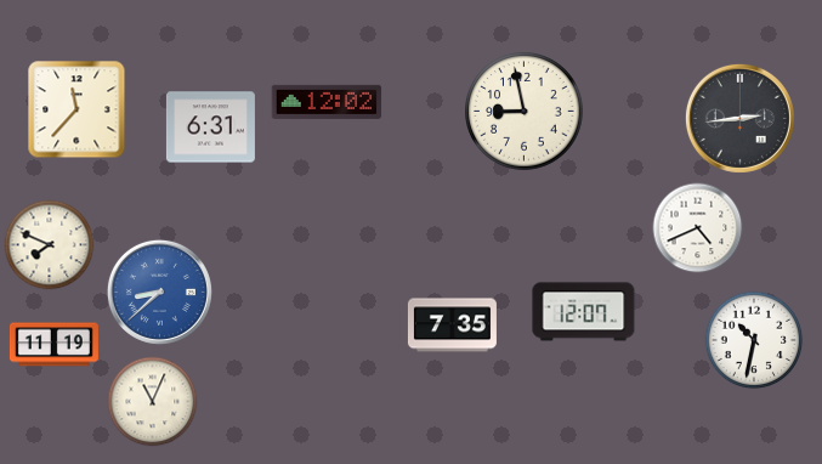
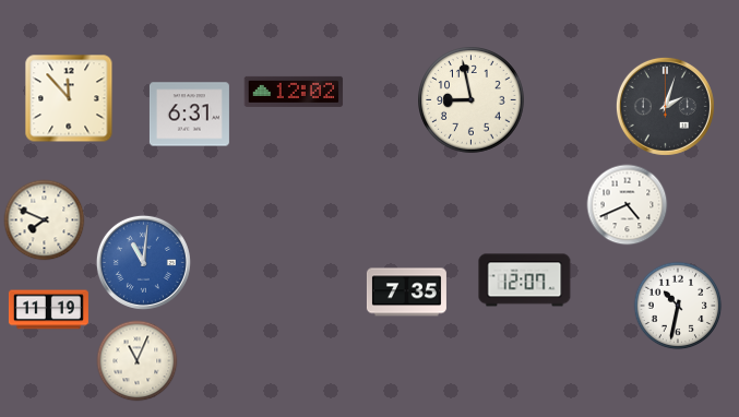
clock at (76, 109): 11:37 -> 11:53
clock at (739, 118): 2:44 -> 2:03
clock at (159, 292): 8:38 -> 11:01
